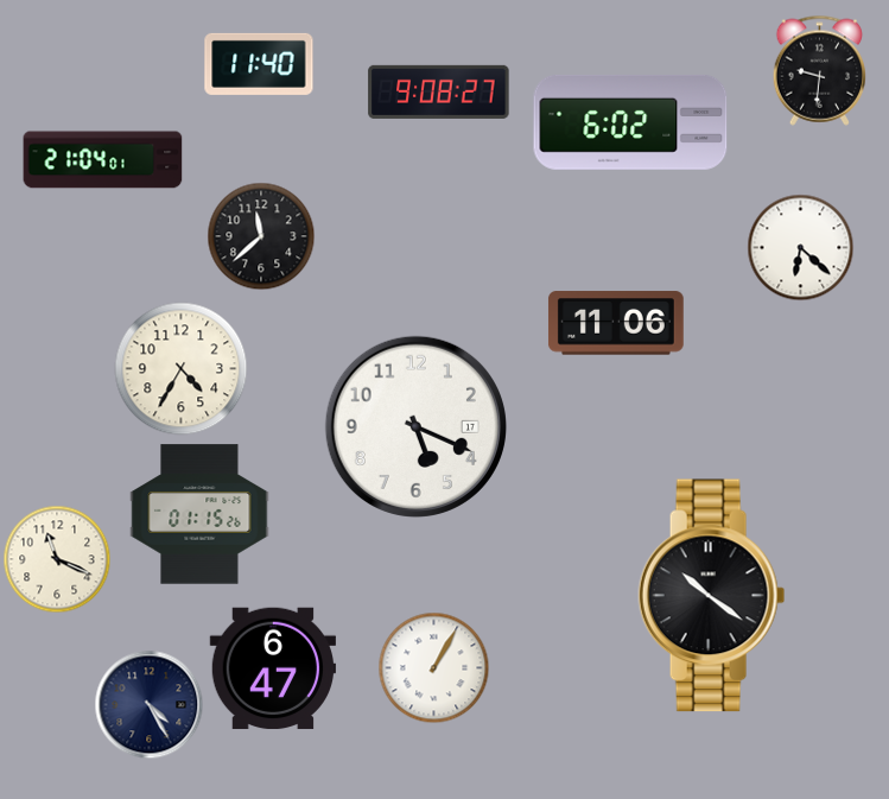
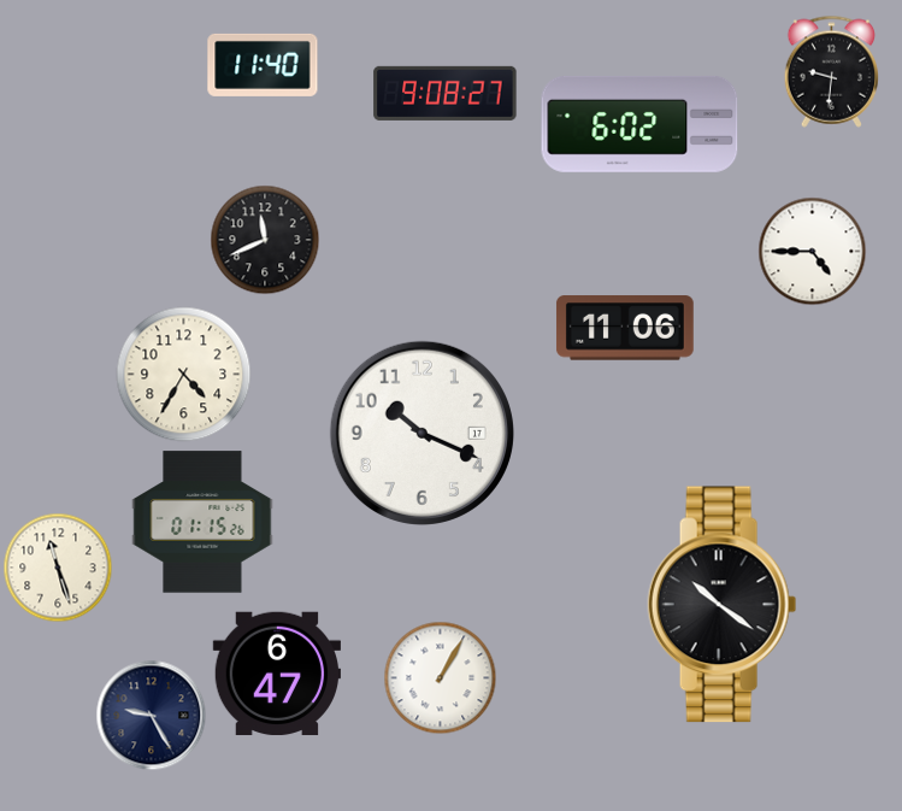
clock at (103, 160): 21:04 -> none
clock at (261, 236): 11:38 -> 11:41
clock at (801, 248): 6:22 -> 4:45
clock at (415, 426): 5:19 -> 10:19
clock at (57, 559): 11:19 -> 11:27
clock at (273, 668) position: (273, 668) -> (277, 674)
clock at (150, 705): 4:25 -> 9:25
